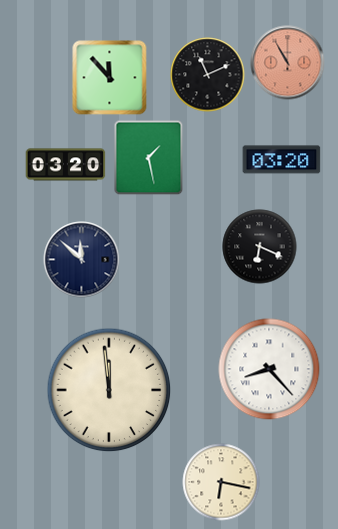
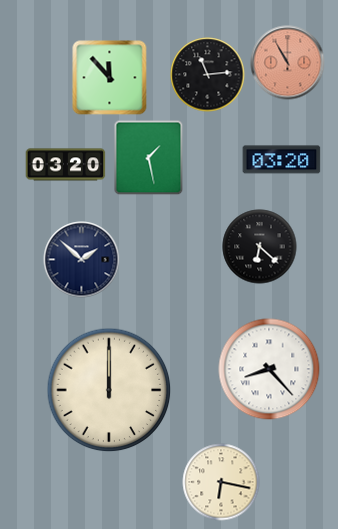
clock at (208, 75): 11:11 -> 11:14
clock at (260, 247): 6:19 -> 6:22
clock at (82, 260): 11:52 -> 1:52
clock at (109, 390): 11:59 -> 12:00
